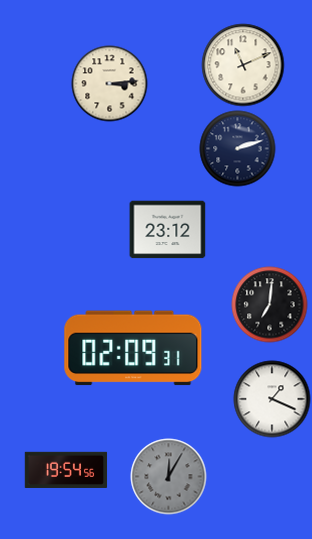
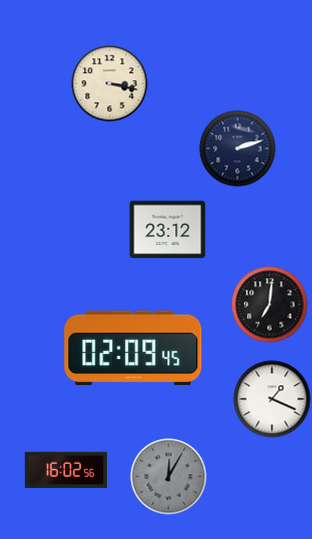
clock at (243, 65): 11:11 -> none
clock at (110, 84): 3:14 -> 3:17
clock at (133, 348): 02:09:31 -> 02:09:45
clock at (66, 469): 19:54 -> 16:02
